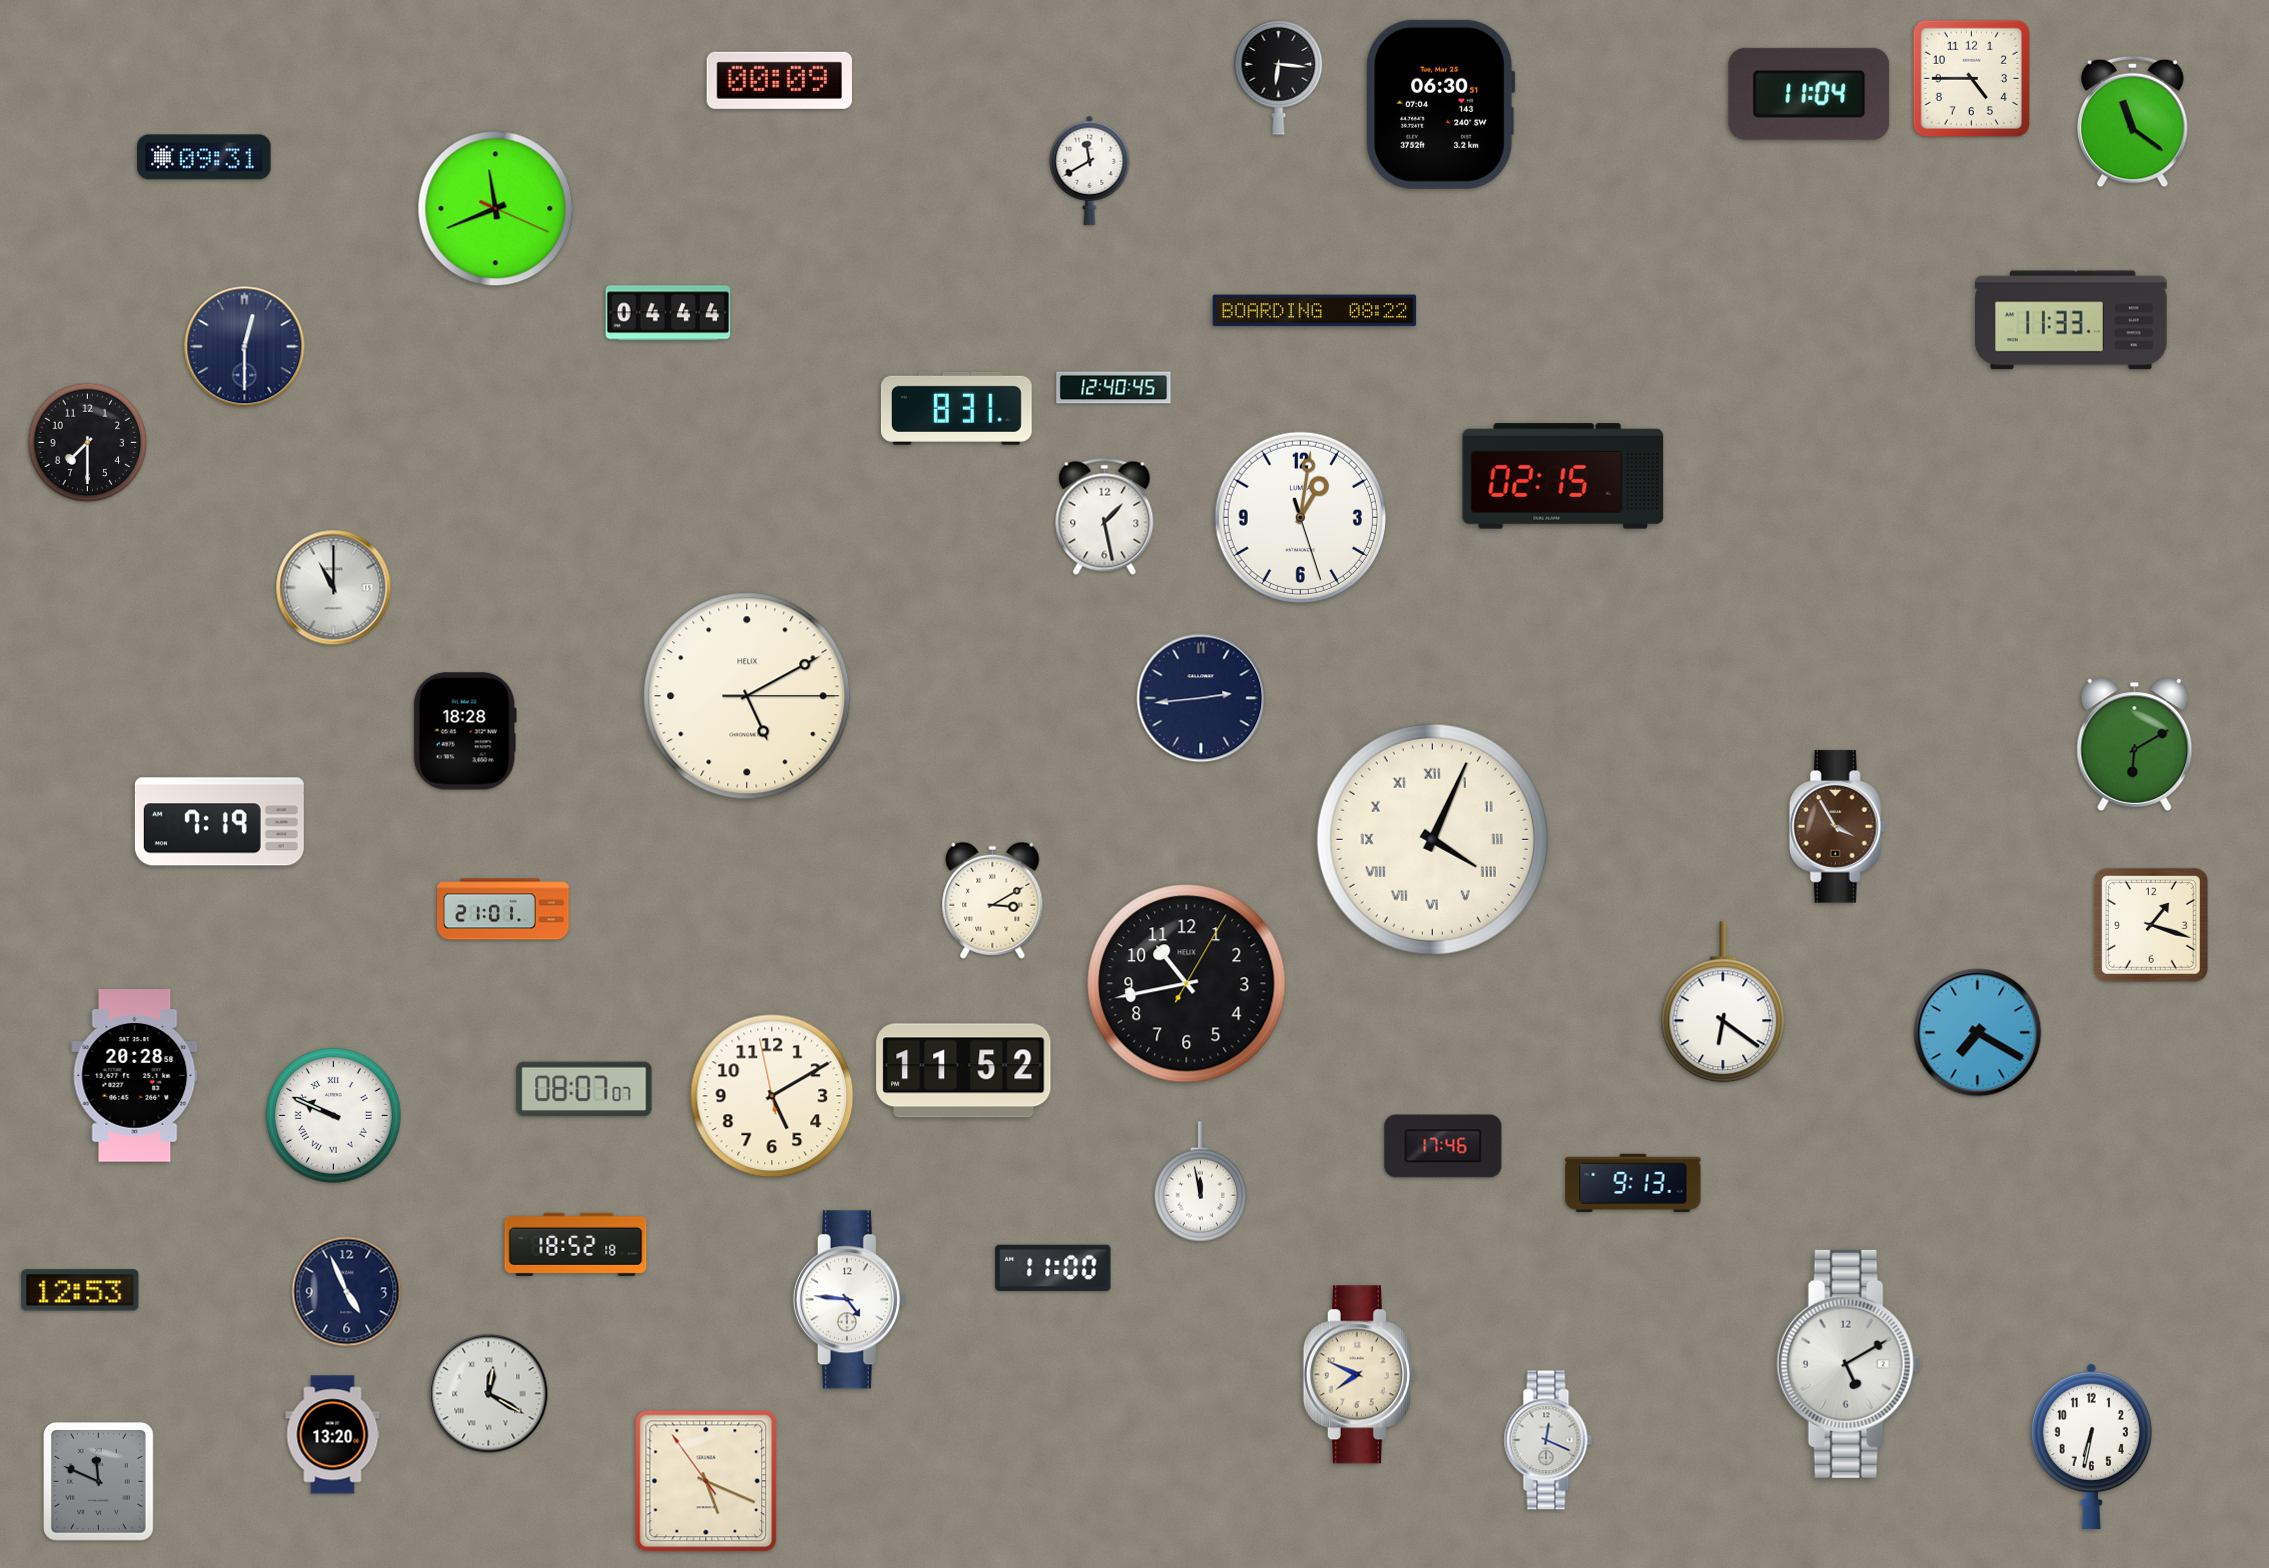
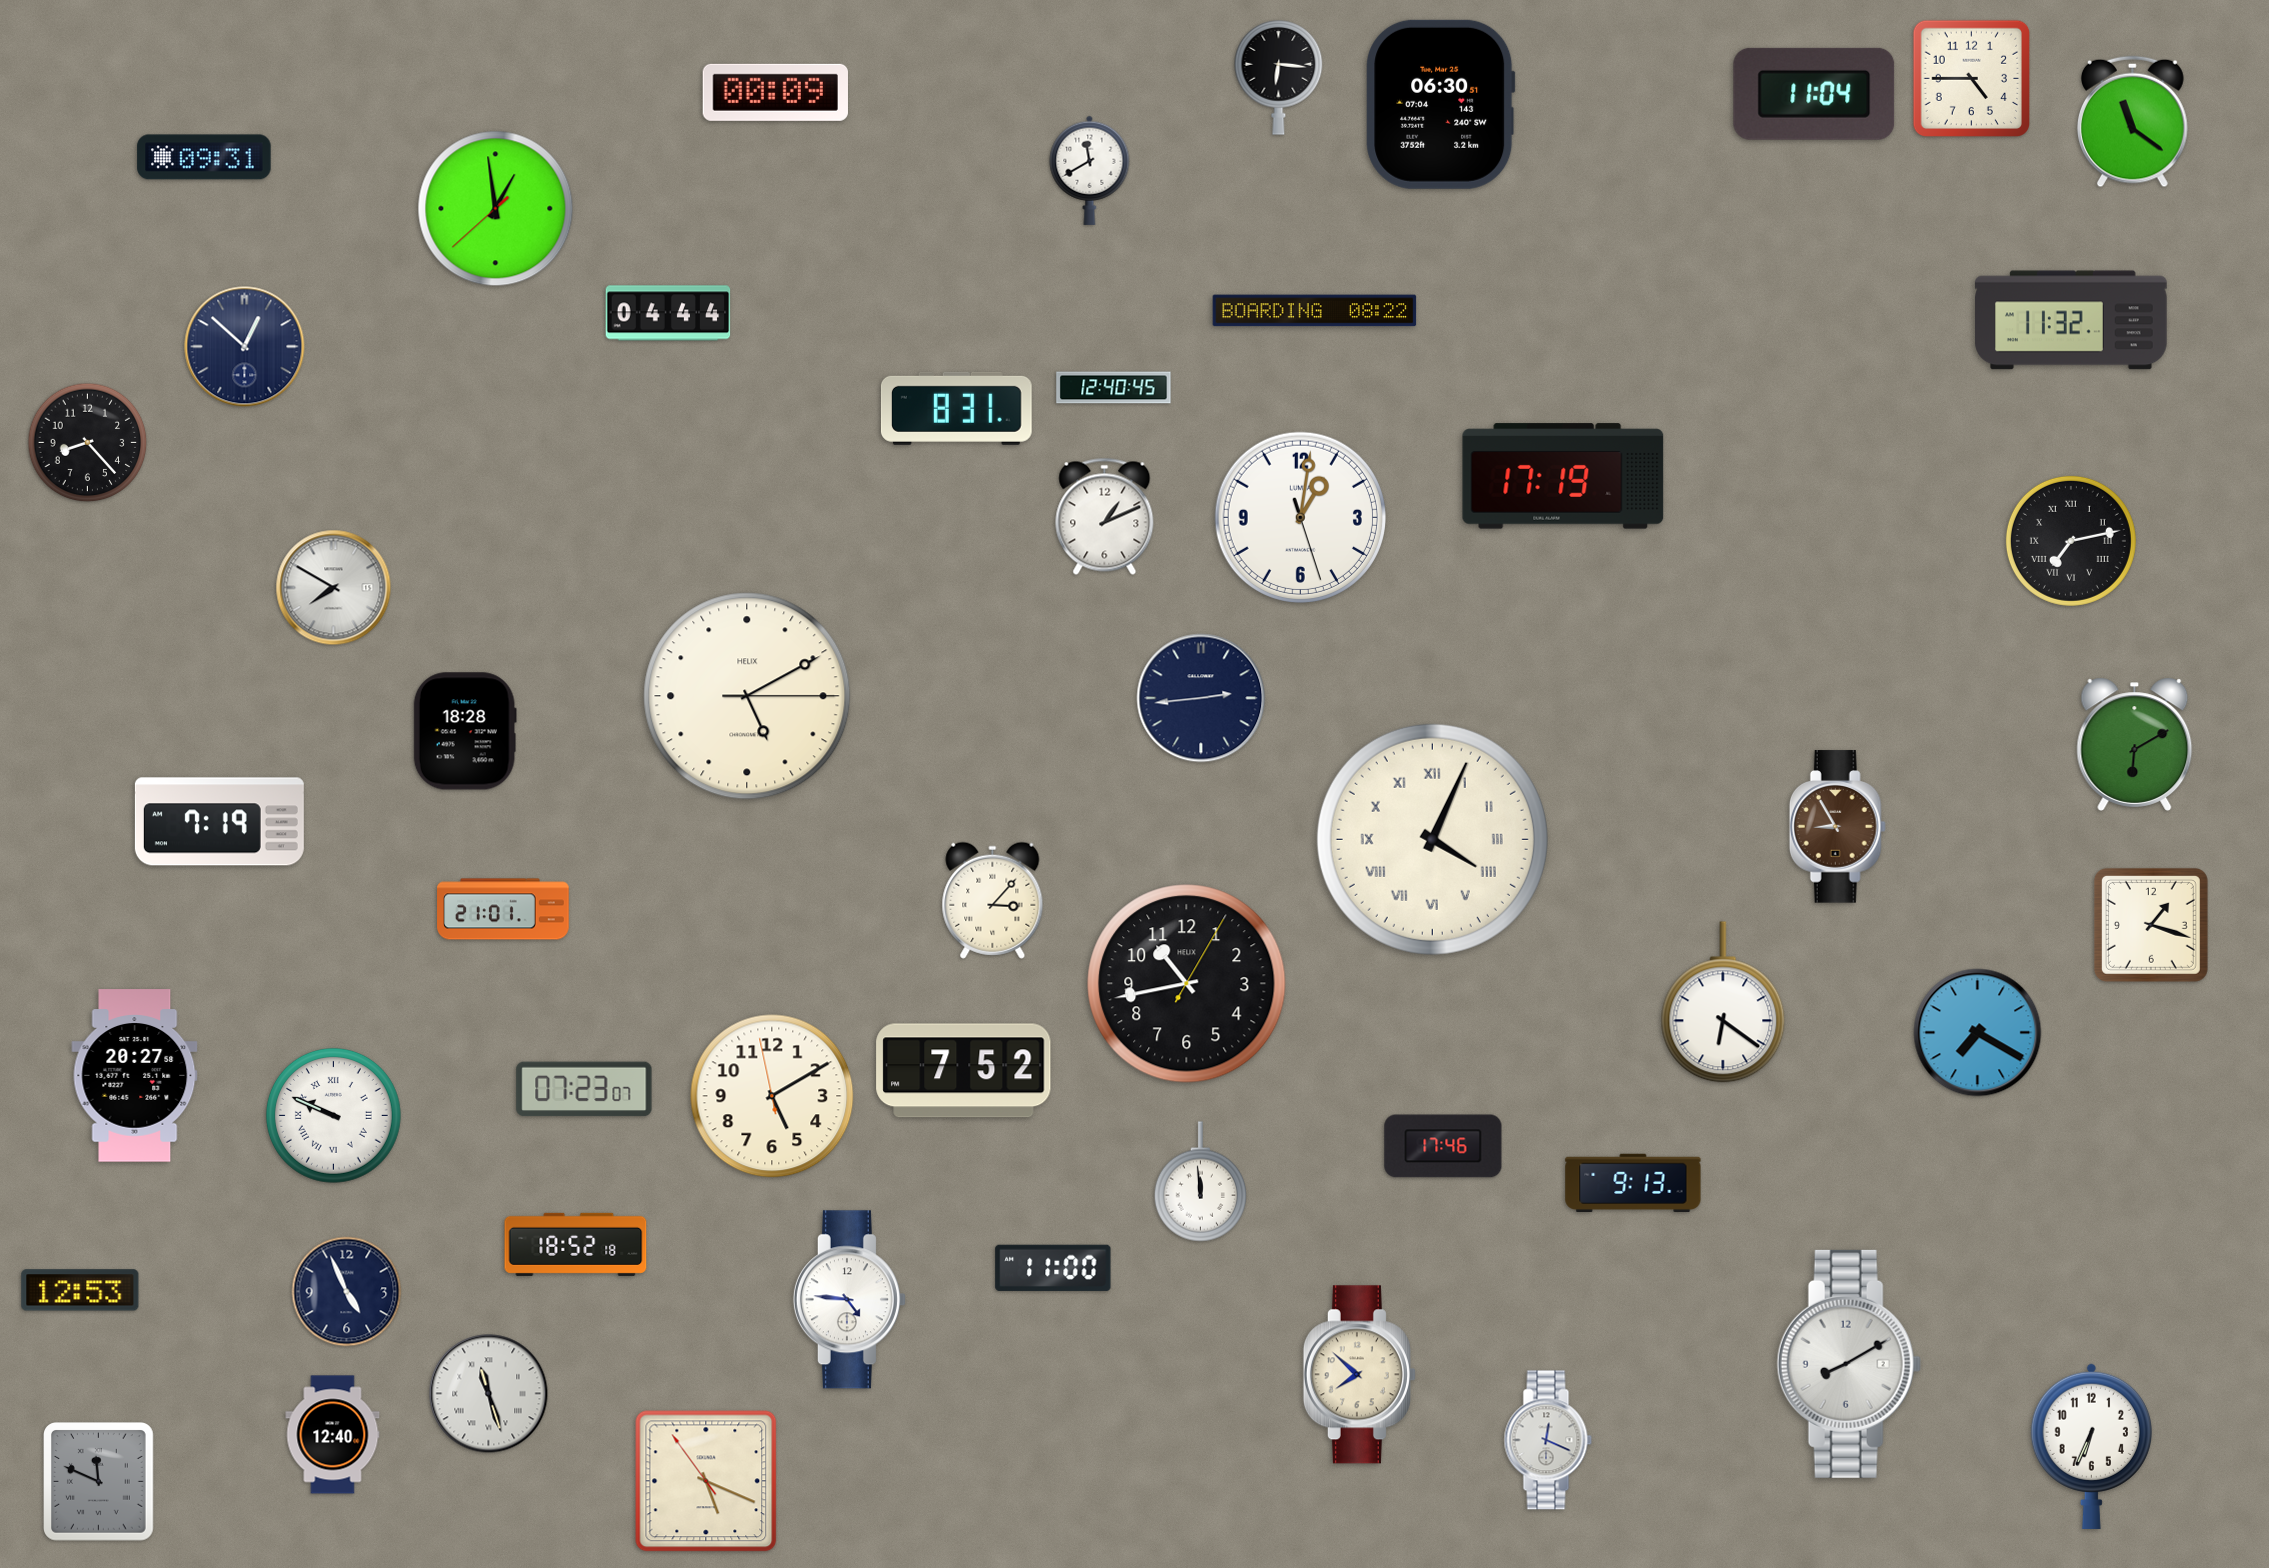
clock at (779, 80) position: (779, 80) -> (775, 92)
clock at (1809, 94) position: (1809, 94) -> (1814, 94)
clock at (496, 209): 11:41 -> 12:58
clock at (2071, 320): 11:33 -> 11:32
clock at (245, 347): 12:30 -> 12:52
clock at (88, 443): 7:30 -> 8:23
clock at (1563, 476): 02:15 -> 17:19
clock at (1105, 516): 1:28 -> 1:11
clock at (2071, 541): none -> 7:13
clock at (334, 588): 11:00 -> 7:50
clock at (1837, 827): 3:55 -> 8:55
clock at (993, 900): 3:10 -> 3:07
clock at (964, 1071): 11:52 -> 7:52
clock at (135, 1076): 20:28 -> 20:27
clock at (584, 1089): 08:07 -> 07:23
clock at (1200, 1182): 11:58 -> 11:59
clock at (1849, 1364): 5:10 -> 8:10
clock at (1359, 1375): 7:49 -> 7:52
clock at (489, 1394): 12:20 -> 11:27
clock at (333, 1435): 13:20 -> 12:40
clock at (2091, 1446): 6:32 -> 6:34
